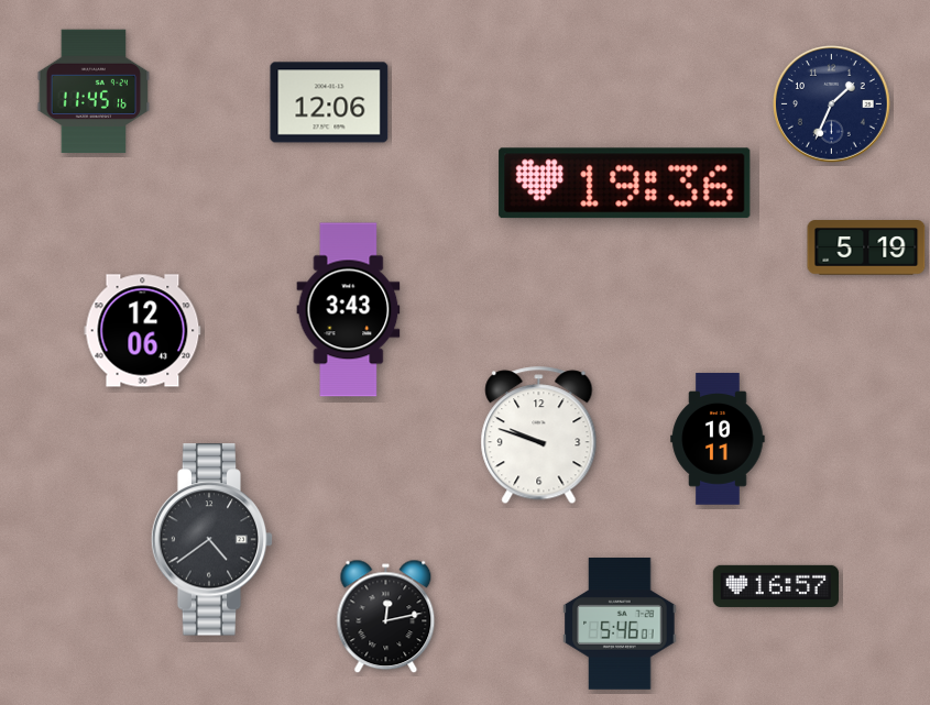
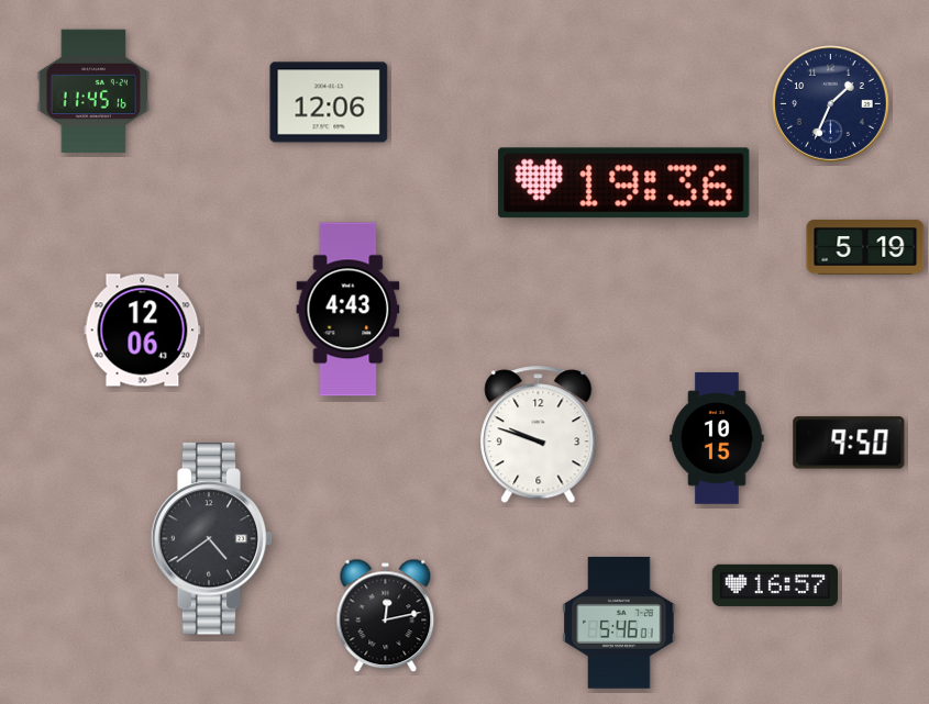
clock at (349, 310): 3:43 -> 4:43
clock at (718, 439): 10:11 -> 10:15
clock at (849, 443): none -> 9:50
